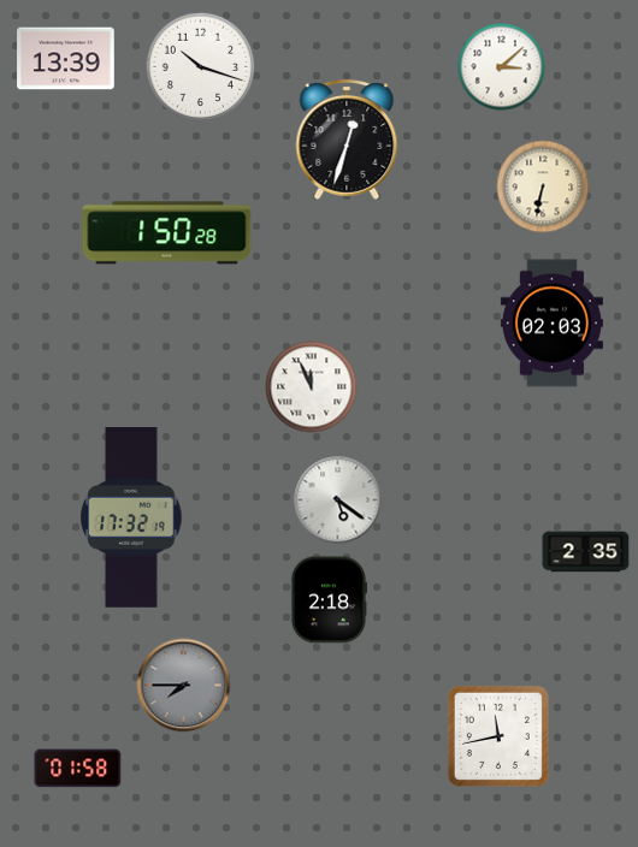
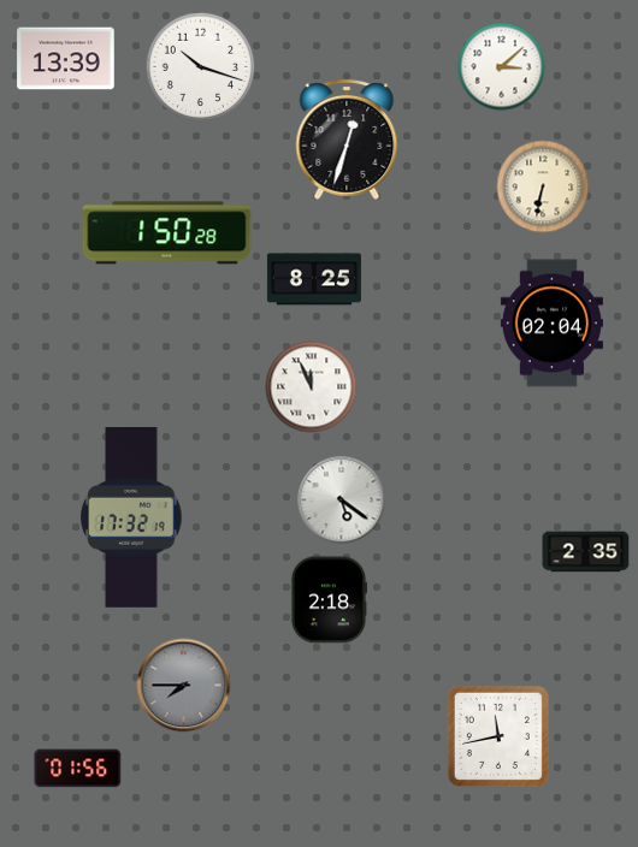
clock at (314, 279): none -> 8:25
clock at (551, 324): 02:03 -> 02:04
clock at (338, 500) position: (338, 500) -> (342, 500)
clock at (78, 769): 01:58 -> 01:56
